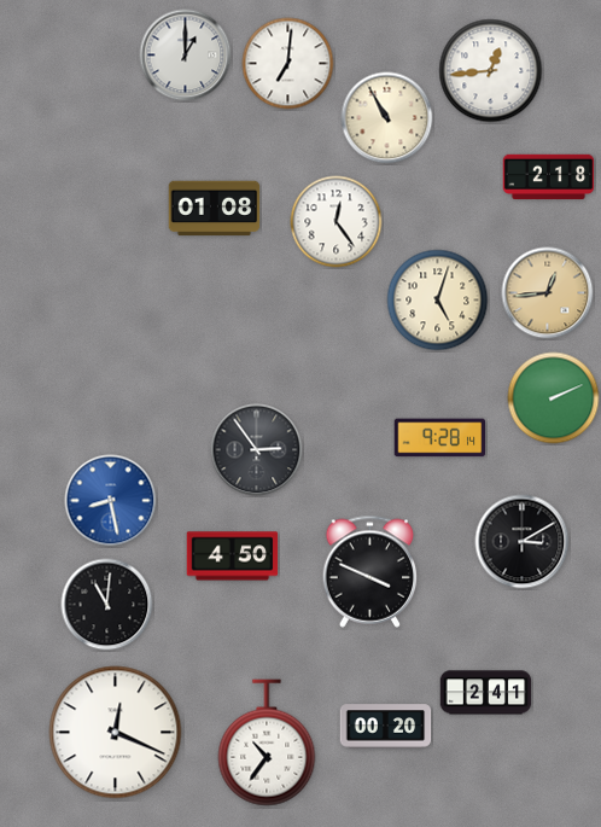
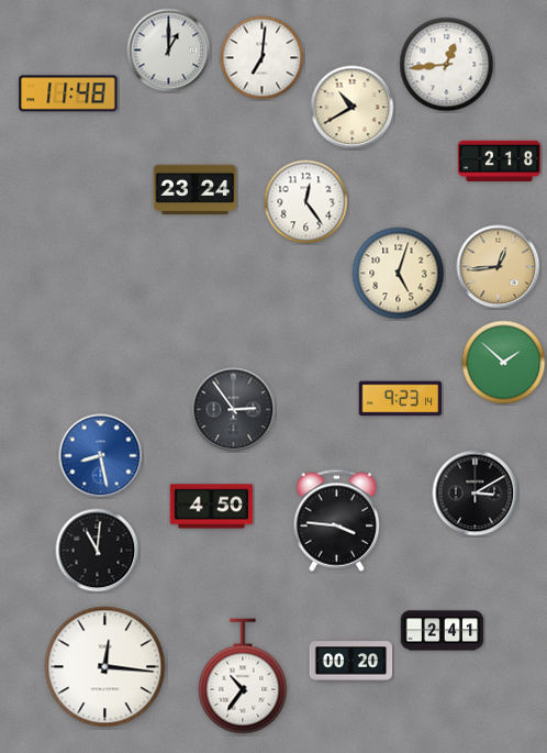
clock at (68, 93): none -> 11:48
clock at (387, 118): 10:55 -> 10:40
clock at (215, 209): 01:08 -> 23:24
clock at (554, 398): 2:11 -> 1:52
clock at (440, 438): 9:28 -> 9:23
clock at (370, 571): 3:49 -> 3:46
clock at (116, 733): 12:19 -> 12:16
